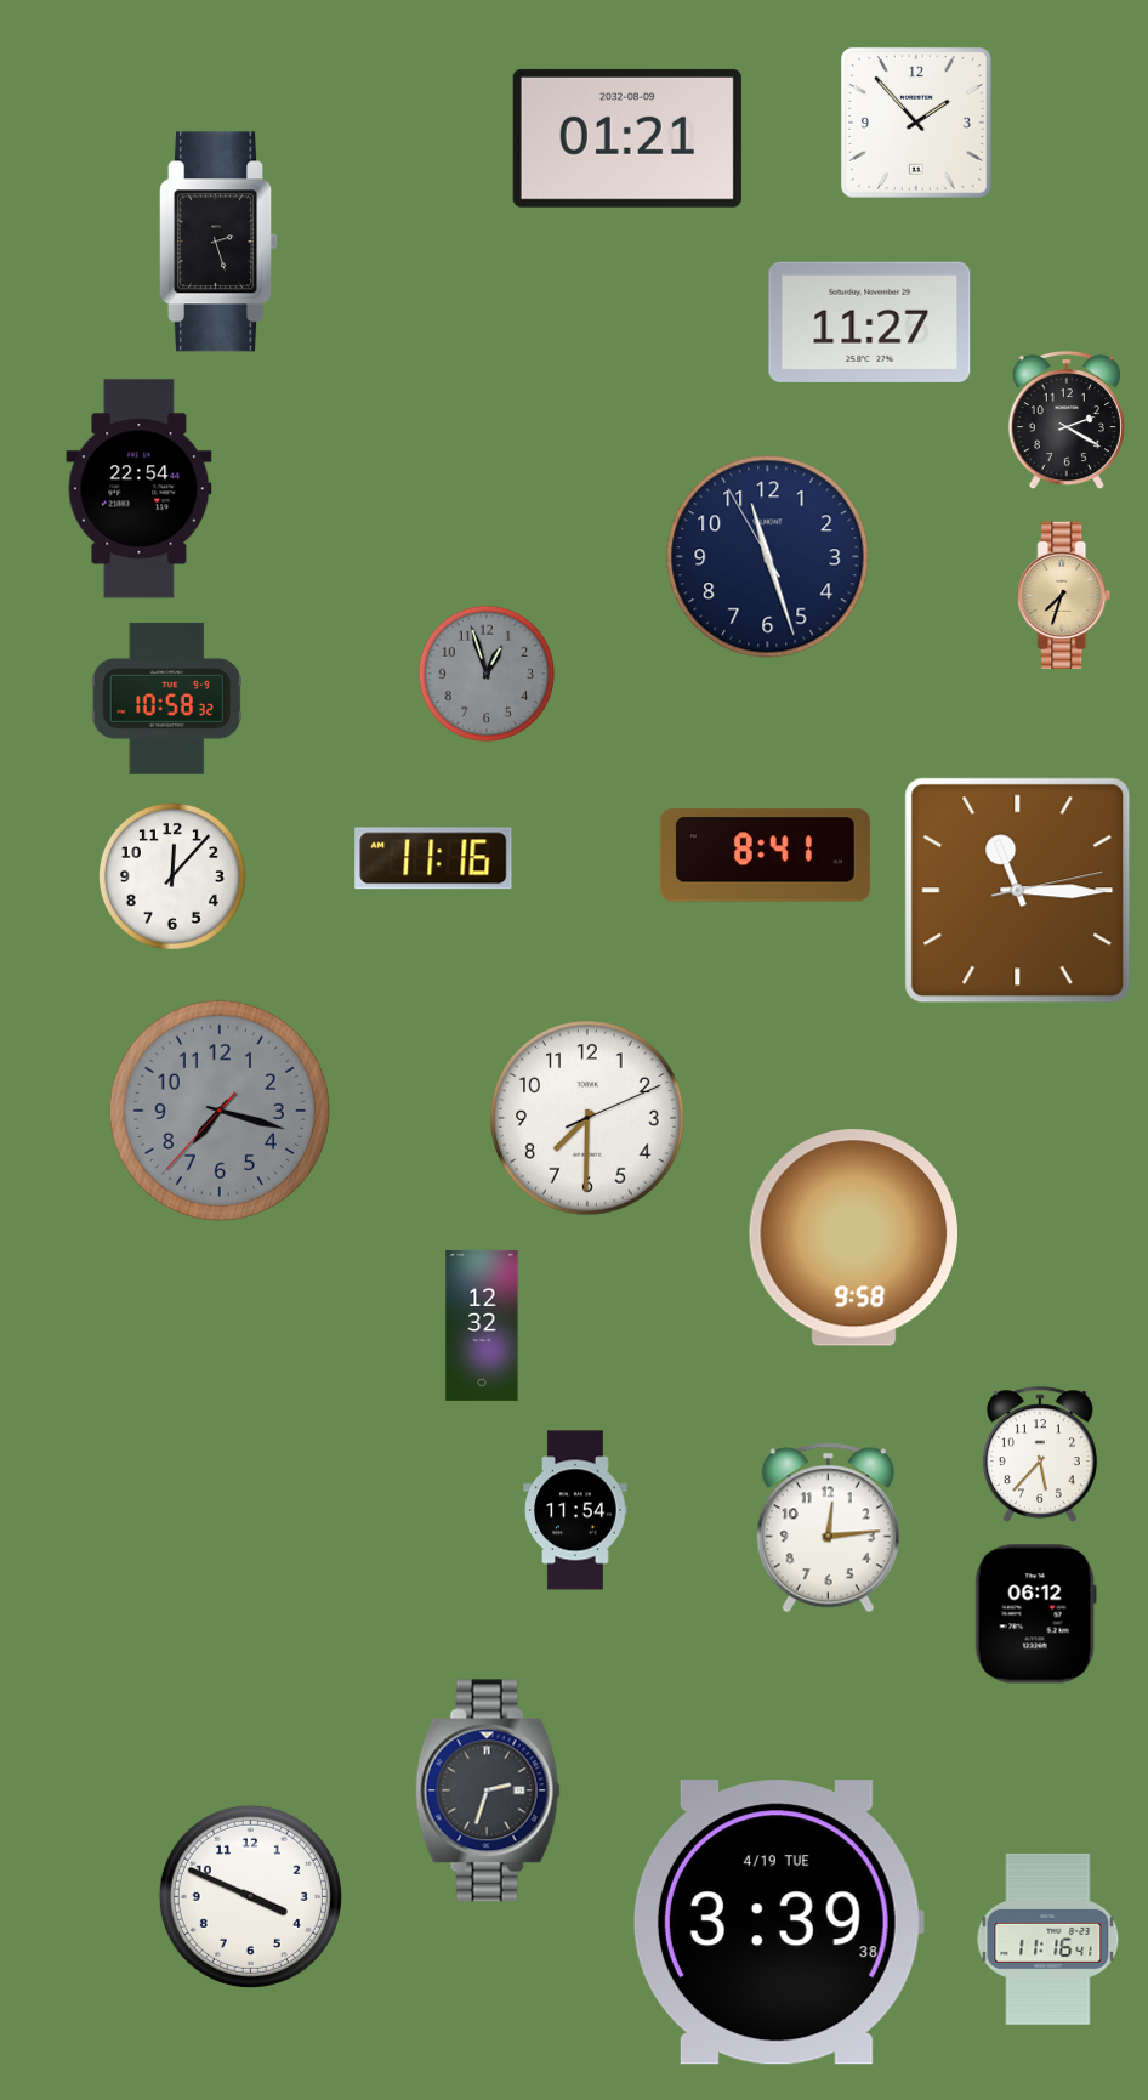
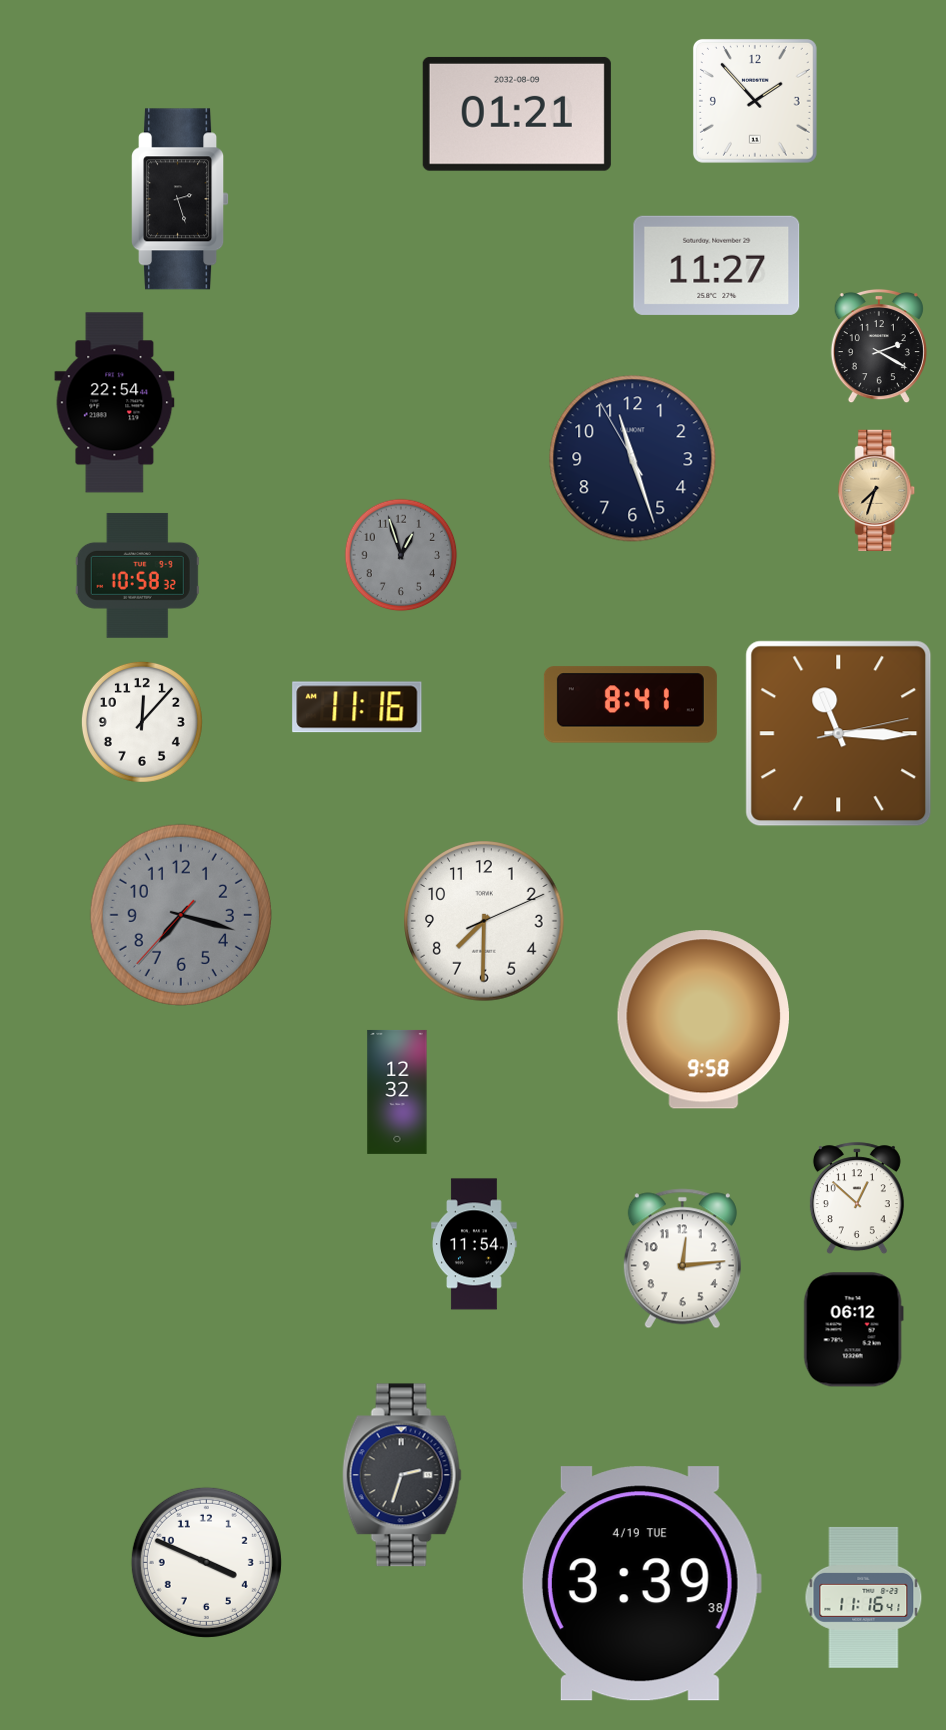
clock at (1040, 1455): 5:37 -> 12:52
